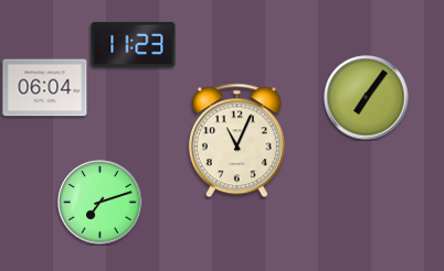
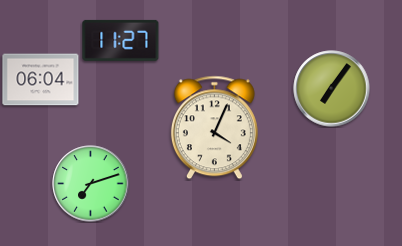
clock at (134, 44): 11:23 -> 11:27
clock at (236, 141): 11:04 -> 4:04
